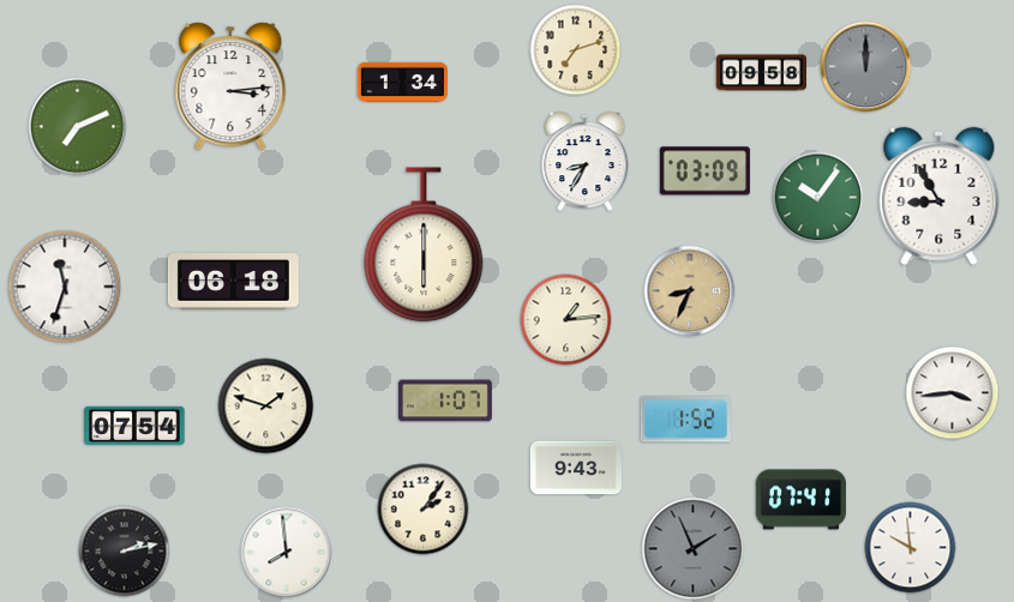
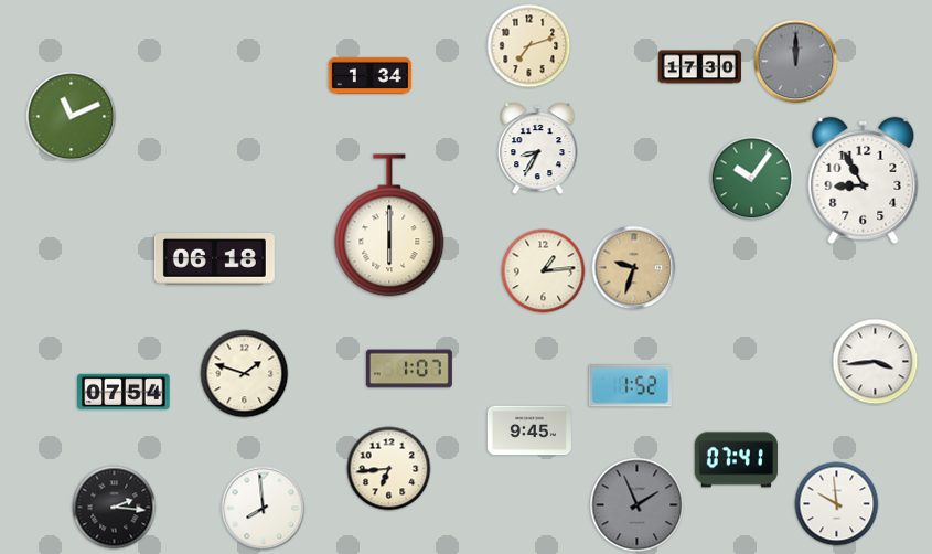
clock at (761, 73): 09:58 -> 17:30
clock at (230, 86): 3:14 -> none
clock at (78, 127): 7:11 -> 11:11
clock at (704, 171): 03:09 -> none
clock at (818, 198) position: (818, 198) -> (752, 179)
clock at (65, 287): 11:33 -> none
clock at (690, 291): 8:34 -> 9:33
clock at (566, 320) position: (566, 320) -> (544, 271)
clock at (576, 468): 9:43 -> 9:45
clock at (424, 510): 2:06 -> 6:44
clock at (125, 552): 2:13 -> 2:16
